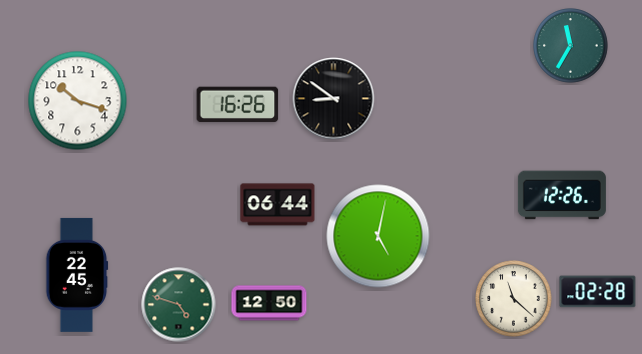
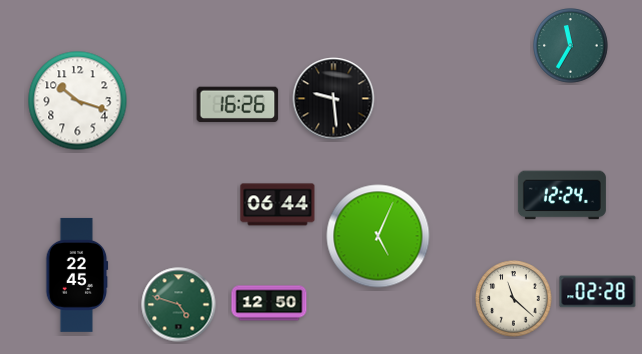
clock at (334, 99): 8:51 -> 9:29
clock at (562, 195): 12:26 -> 12:24
clock at (378, 236): 5:02 -> 5:04
